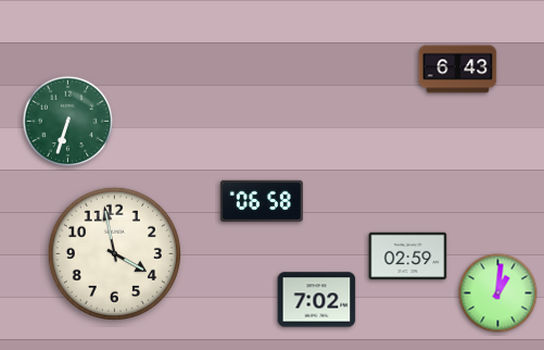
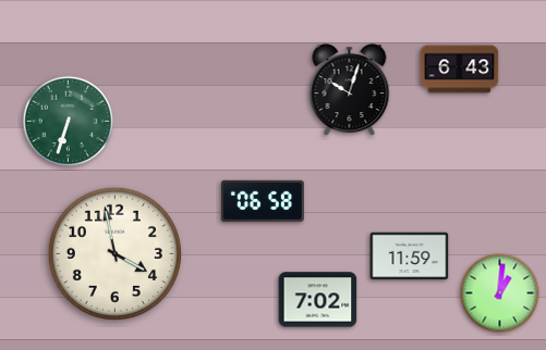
clock at (350, 90): none -> 10:03
clock at (408, 257): 02:59 -> 11:59
